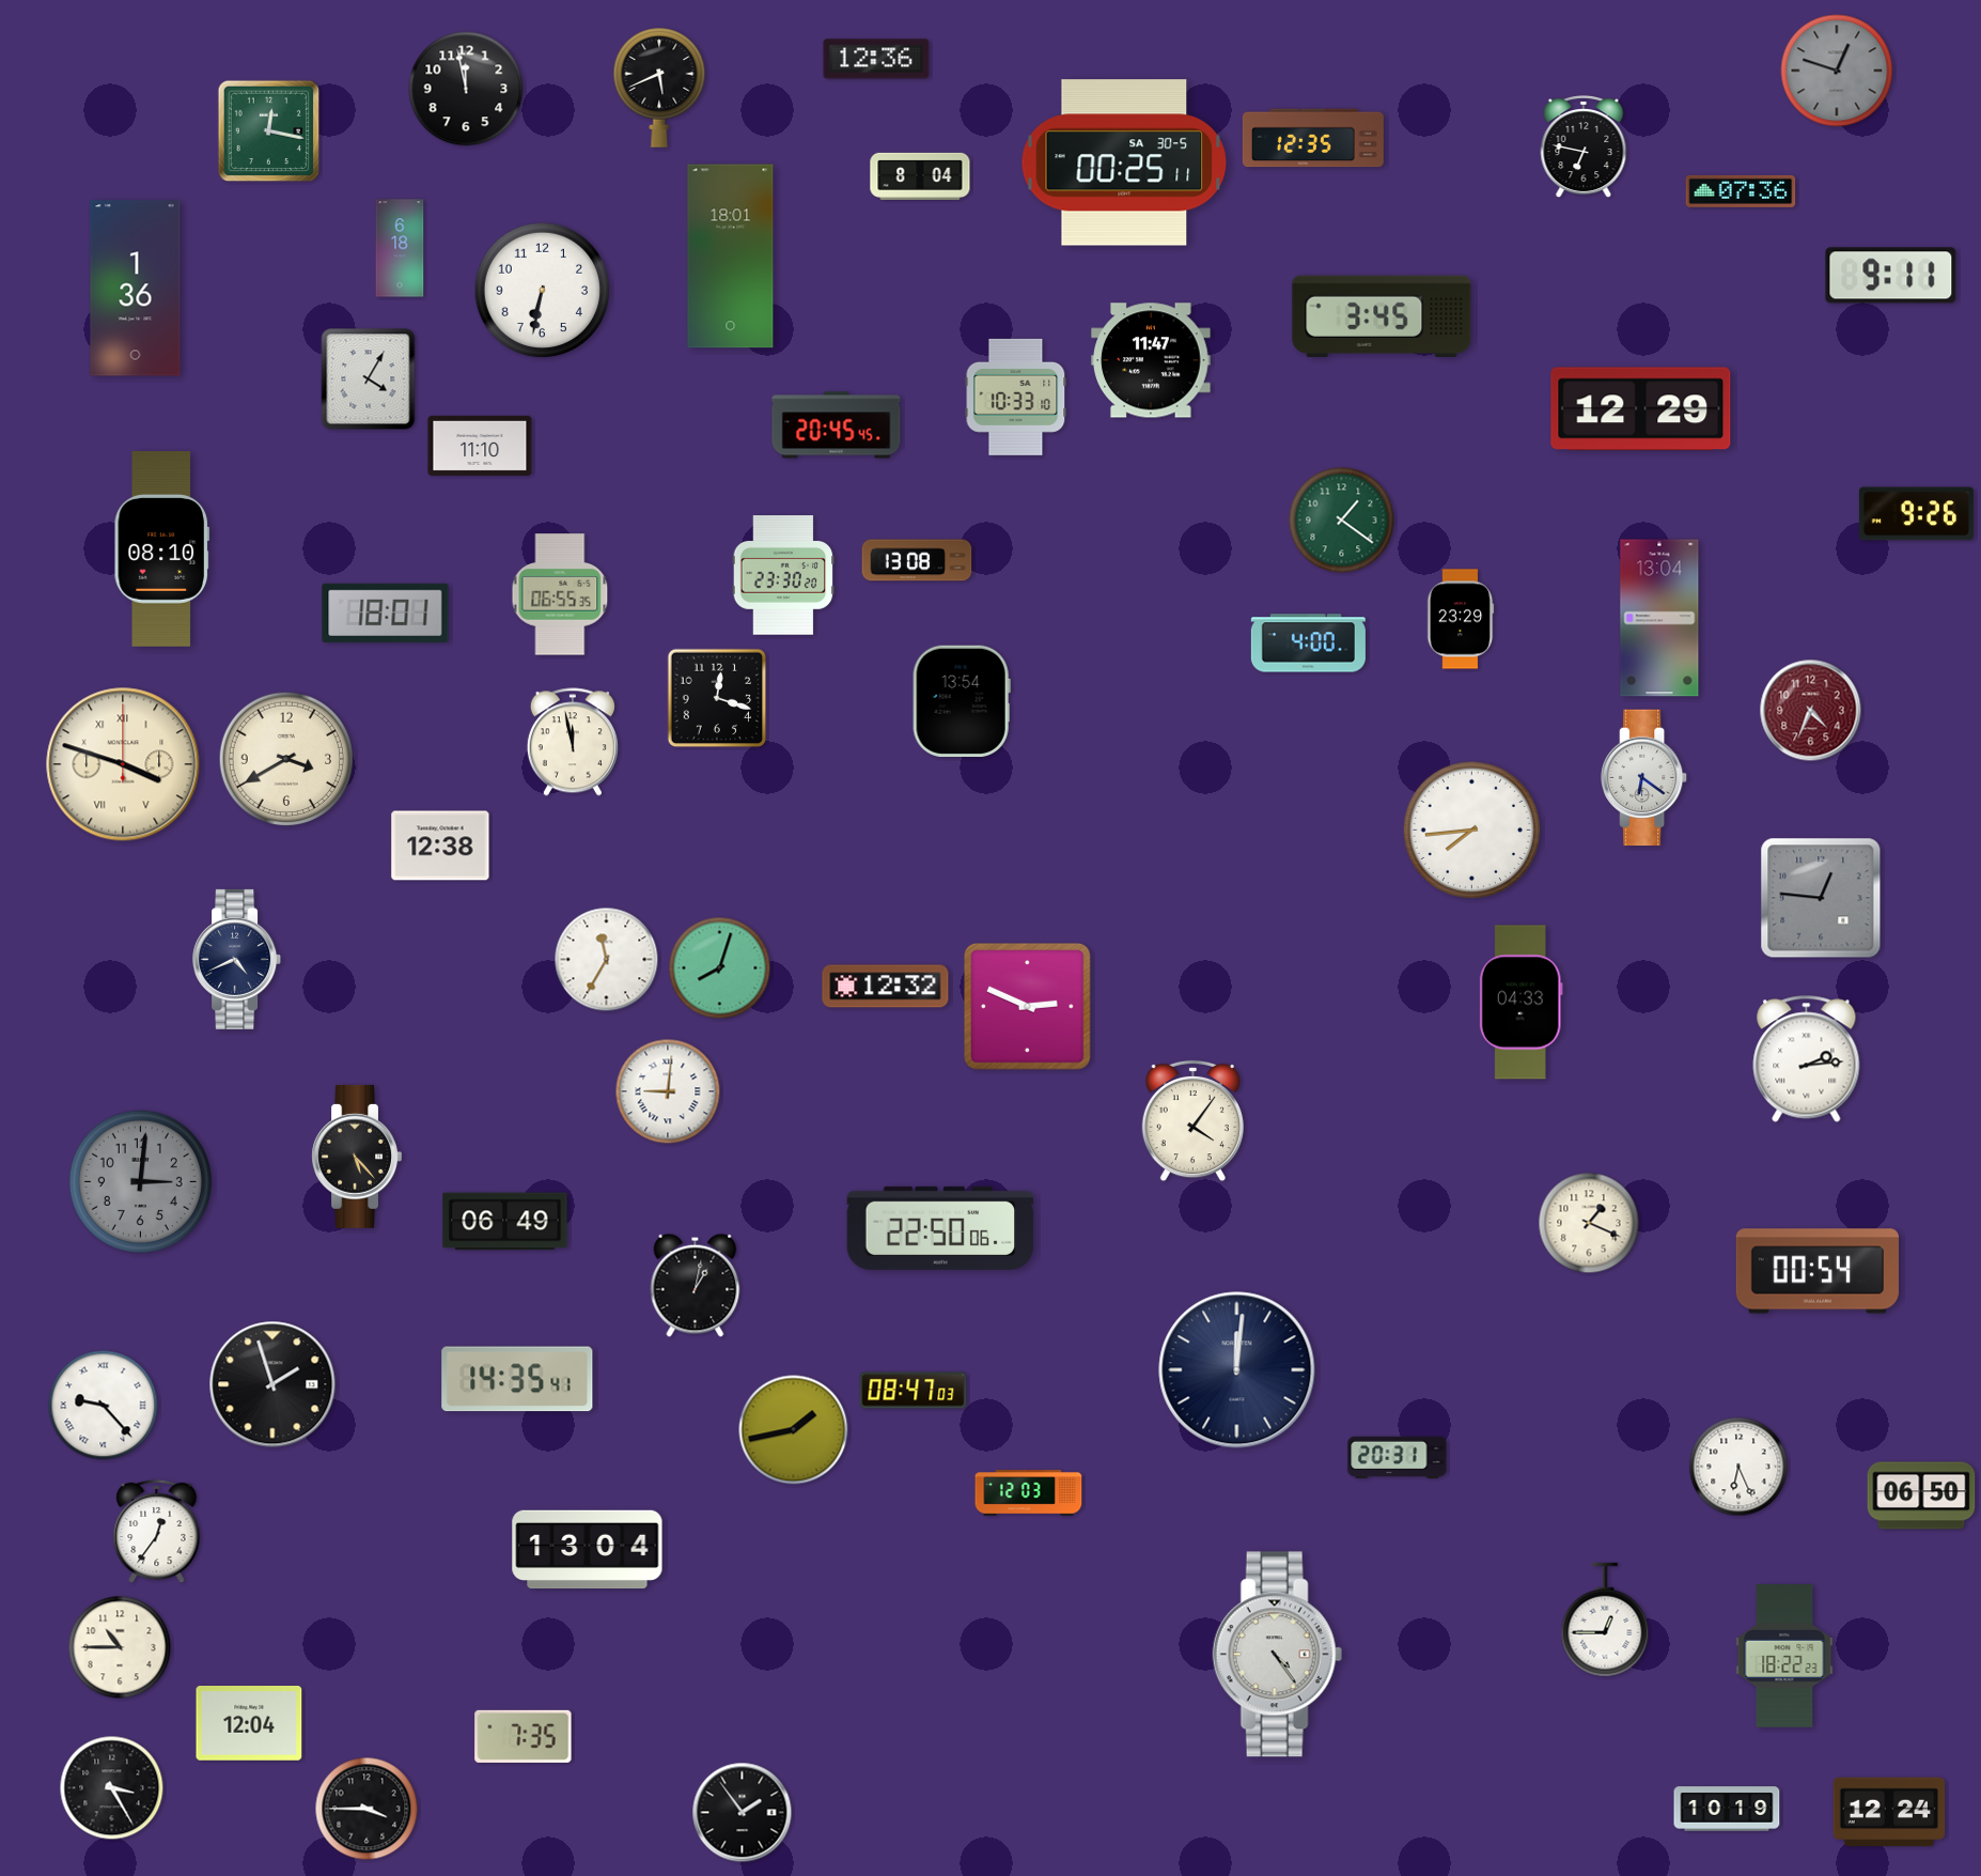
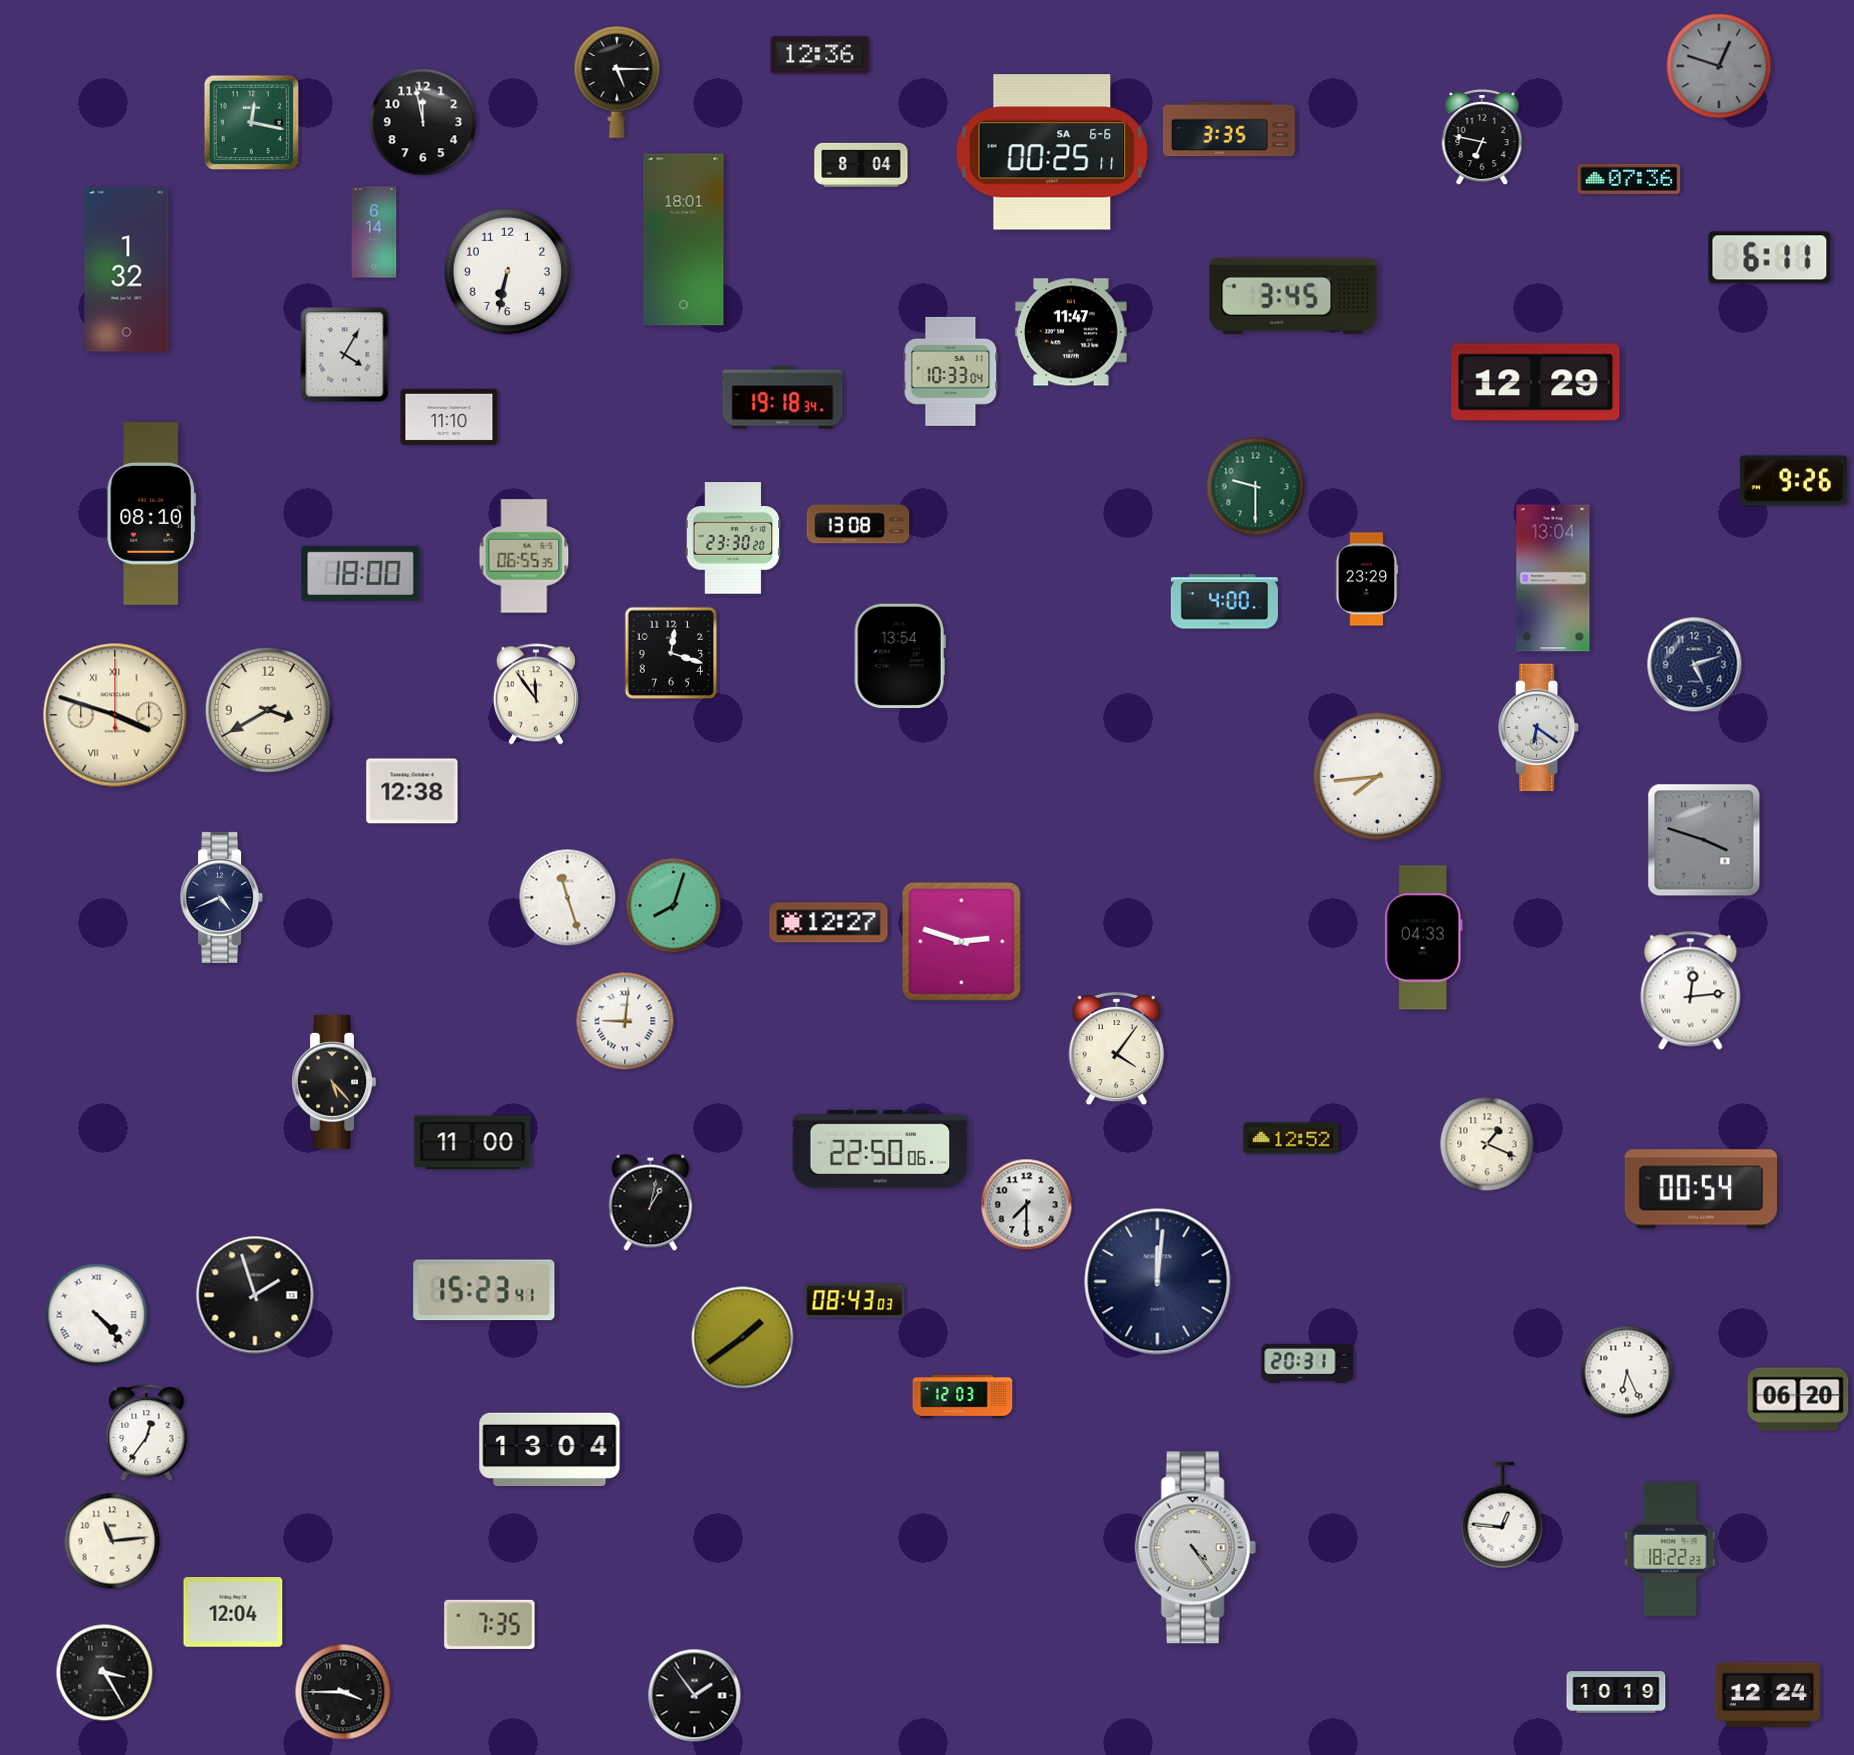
clock at (659, 88): 5:41 -> 5:15
clock at (466, 89) position: (466, 89) -> (423, 122)
clock at (1313, 138): 12:35 -> 3:35
clock at (1124, 162) date: SA 30-5 -> SA 6-6
clock at (400, 248): 6:18 -> 6:14
clock at (1891, 276): 9:11 -> 6:11
clock at (136, 289): 1:36 -> 1:32
clock at (1151, 360) position: (1151, 360) -> (1071, 332)
clock at (1016, 397): 10:33:10 -> 10:33:04
clock at (837, 425): 20:45 -> 19:18
clock at (1342, 521): 1:21 -> 9:30
clock at (386, 613): 18:01 -> 18:00
clock at (1811, 711): 4:34 -> 5:12
clock at (1811, 711) dial: burgundy -> navy
clock at (573, 742): 11:58 -> 11:54
clock at (1821, 898): 12:46 -> 3:48
clock at (607, 960): 11:35 -> 11:27
clock at (886, 987): 12:32 -> 12:27
clock at (1027, 1006): 2:49 -> 2:48
clock at (1807, 1059): 2:14 -> 12:14
clock at (140, 1181): 3:01 -> none
clock at (1291, 1138): none -> 12:52
clock at (505, 1222): 06:49 -> 11:00
clock at (1027, 1205): none -> 7:30
clock at (517, 1379): 14:35 -> 15:23
clock at (914, 1391): 08:47 -> 08:43
clock at (104, 1406): 9:23 -> 4:23
clock at (794, 1430): 1:43 -> 1:39
clock at (1921, 1495): 06:50 -> 06:20
clock at (1605, 1619): 12:45 -> 12:46
clock at (120, 1647): 10:45 -> 11:14
